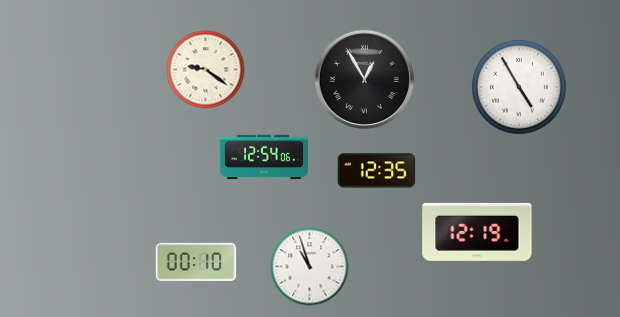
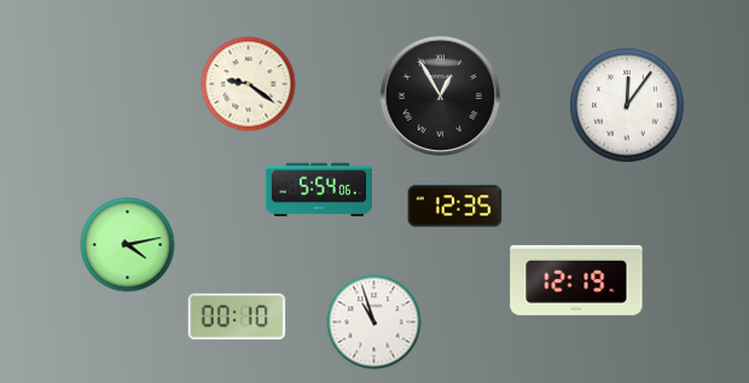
clock at (519, 87): 4:55 -> 12:06
clock at (263, 156): 12:54 -> 5:54
clock at (127, 244): none -> 4:13
